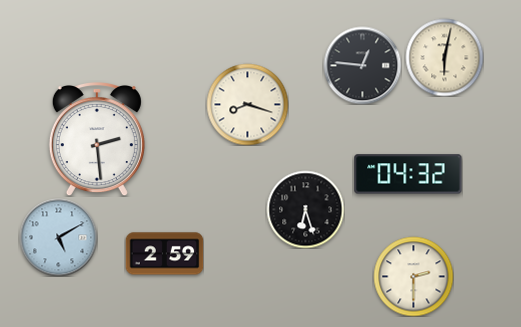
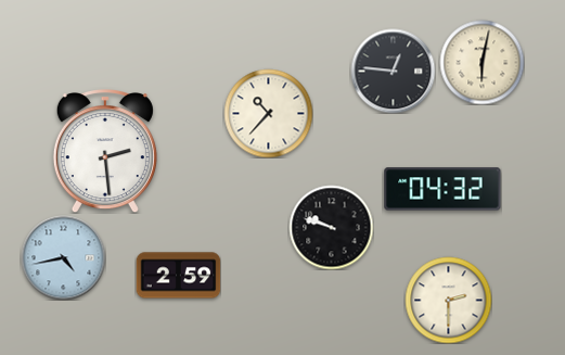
clock at (247, 104): 8:18 -> 10:37
clock at (305, 209): 6:27 -> 9:48
clock at (58, 237): 5:10 -> 4:43
